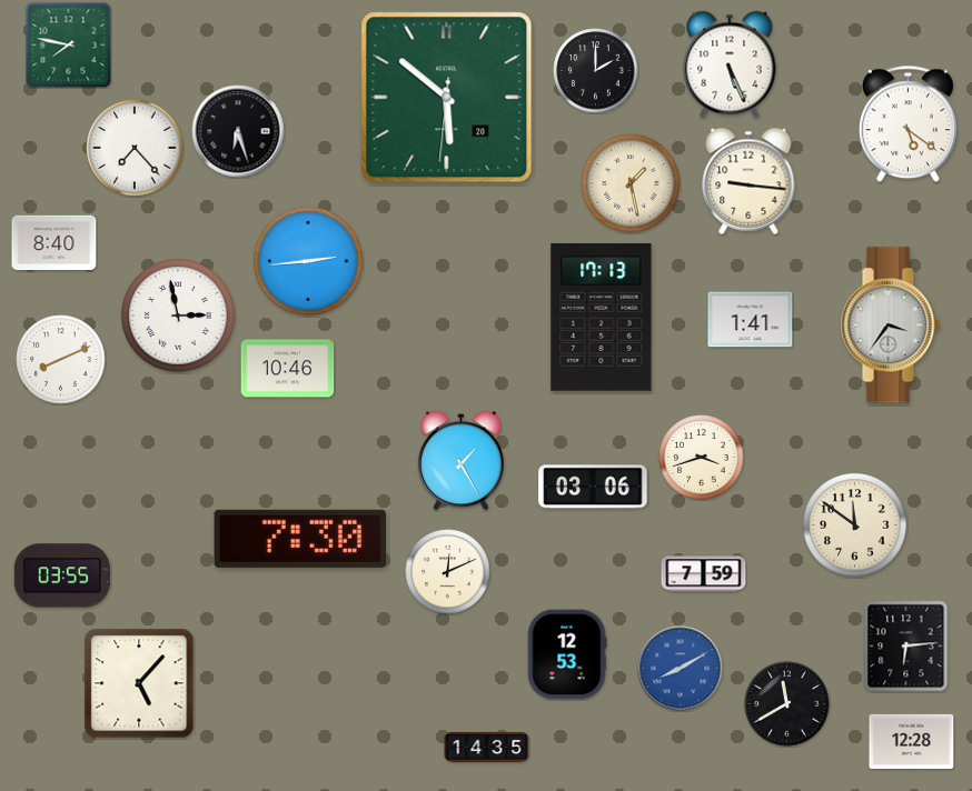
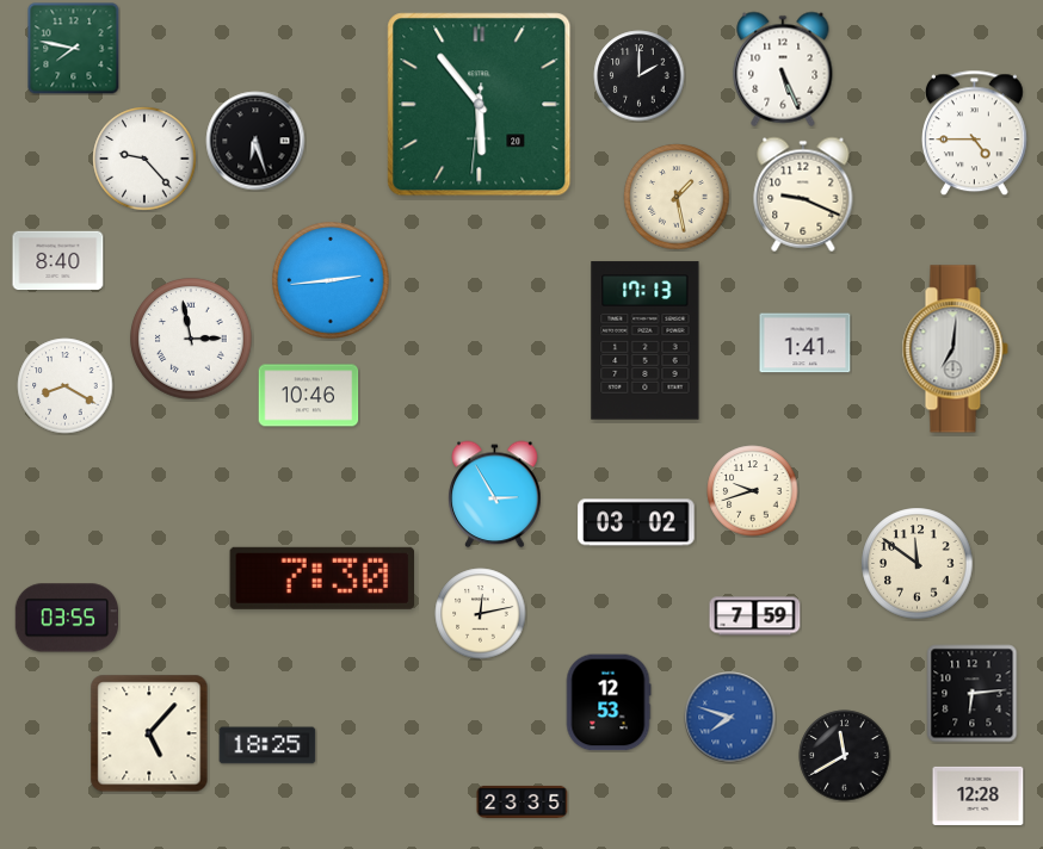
clock at (447, 98): 5:51 -> 5:53
clock at (907, 124): 5:21 -> 4:45
clock at (135, 148): 7:23 -> 9:23
clock at (748, 181): 9:16 -> 9:19
clock at (890, 326): 3:36 -> 7:01
clock at (61, 360): 8:11 -> 8:20
clock at (702, 458): 3:42 -> 9:42
clock at (462, 461): 1:25 -> 2:55
clock at (593, 487): 03:06 -> 03:02
clock at (448, 572): 12:11 -> 12:13
clock at (681, 669): 8:10 -> 7:48
clock at (267, 745): none -> 18:25
clock at (487, 747): 14:35 -> 23:35
